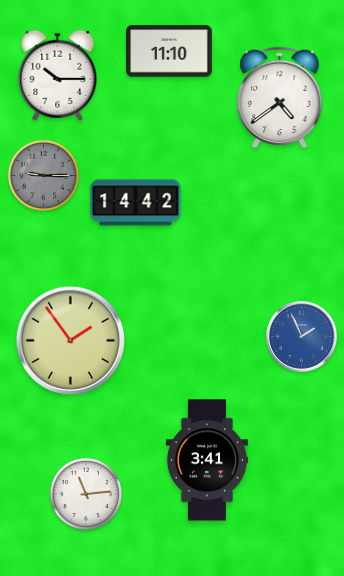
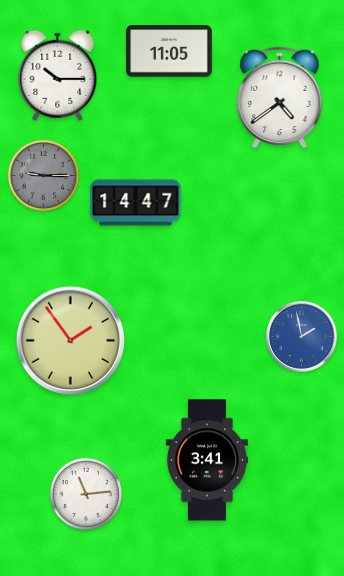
clock at (170, 51): 11:10 -> 11:05
clock at (136, 203): 14:42 -> 14:47
clock at (302, 337): 1:56 -> 1:58
